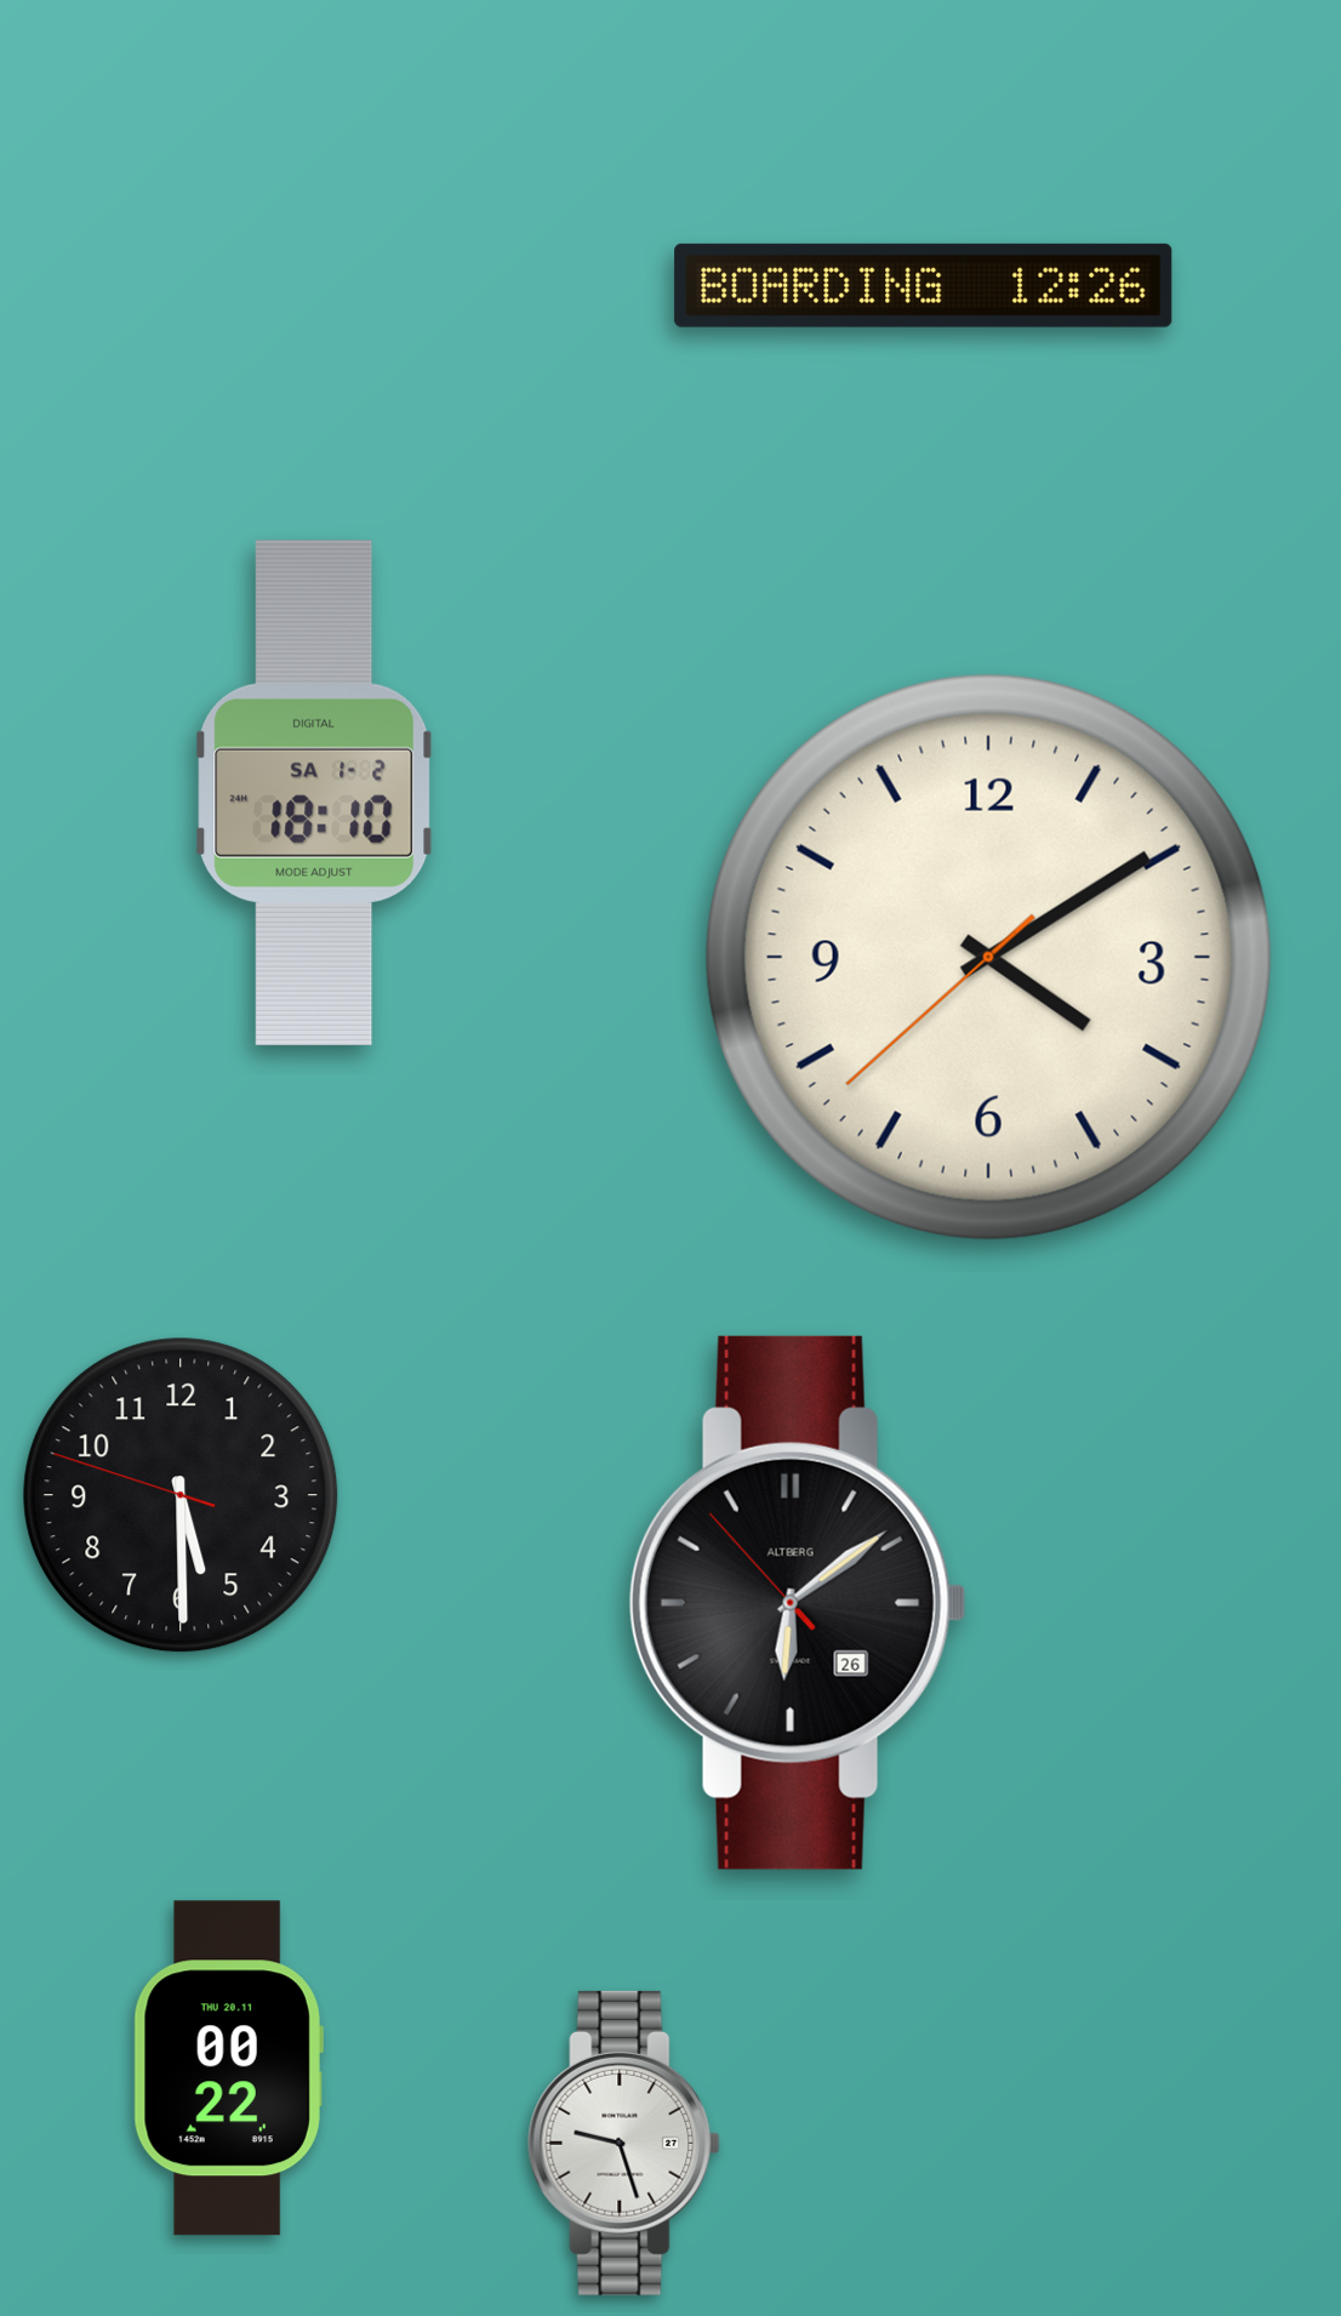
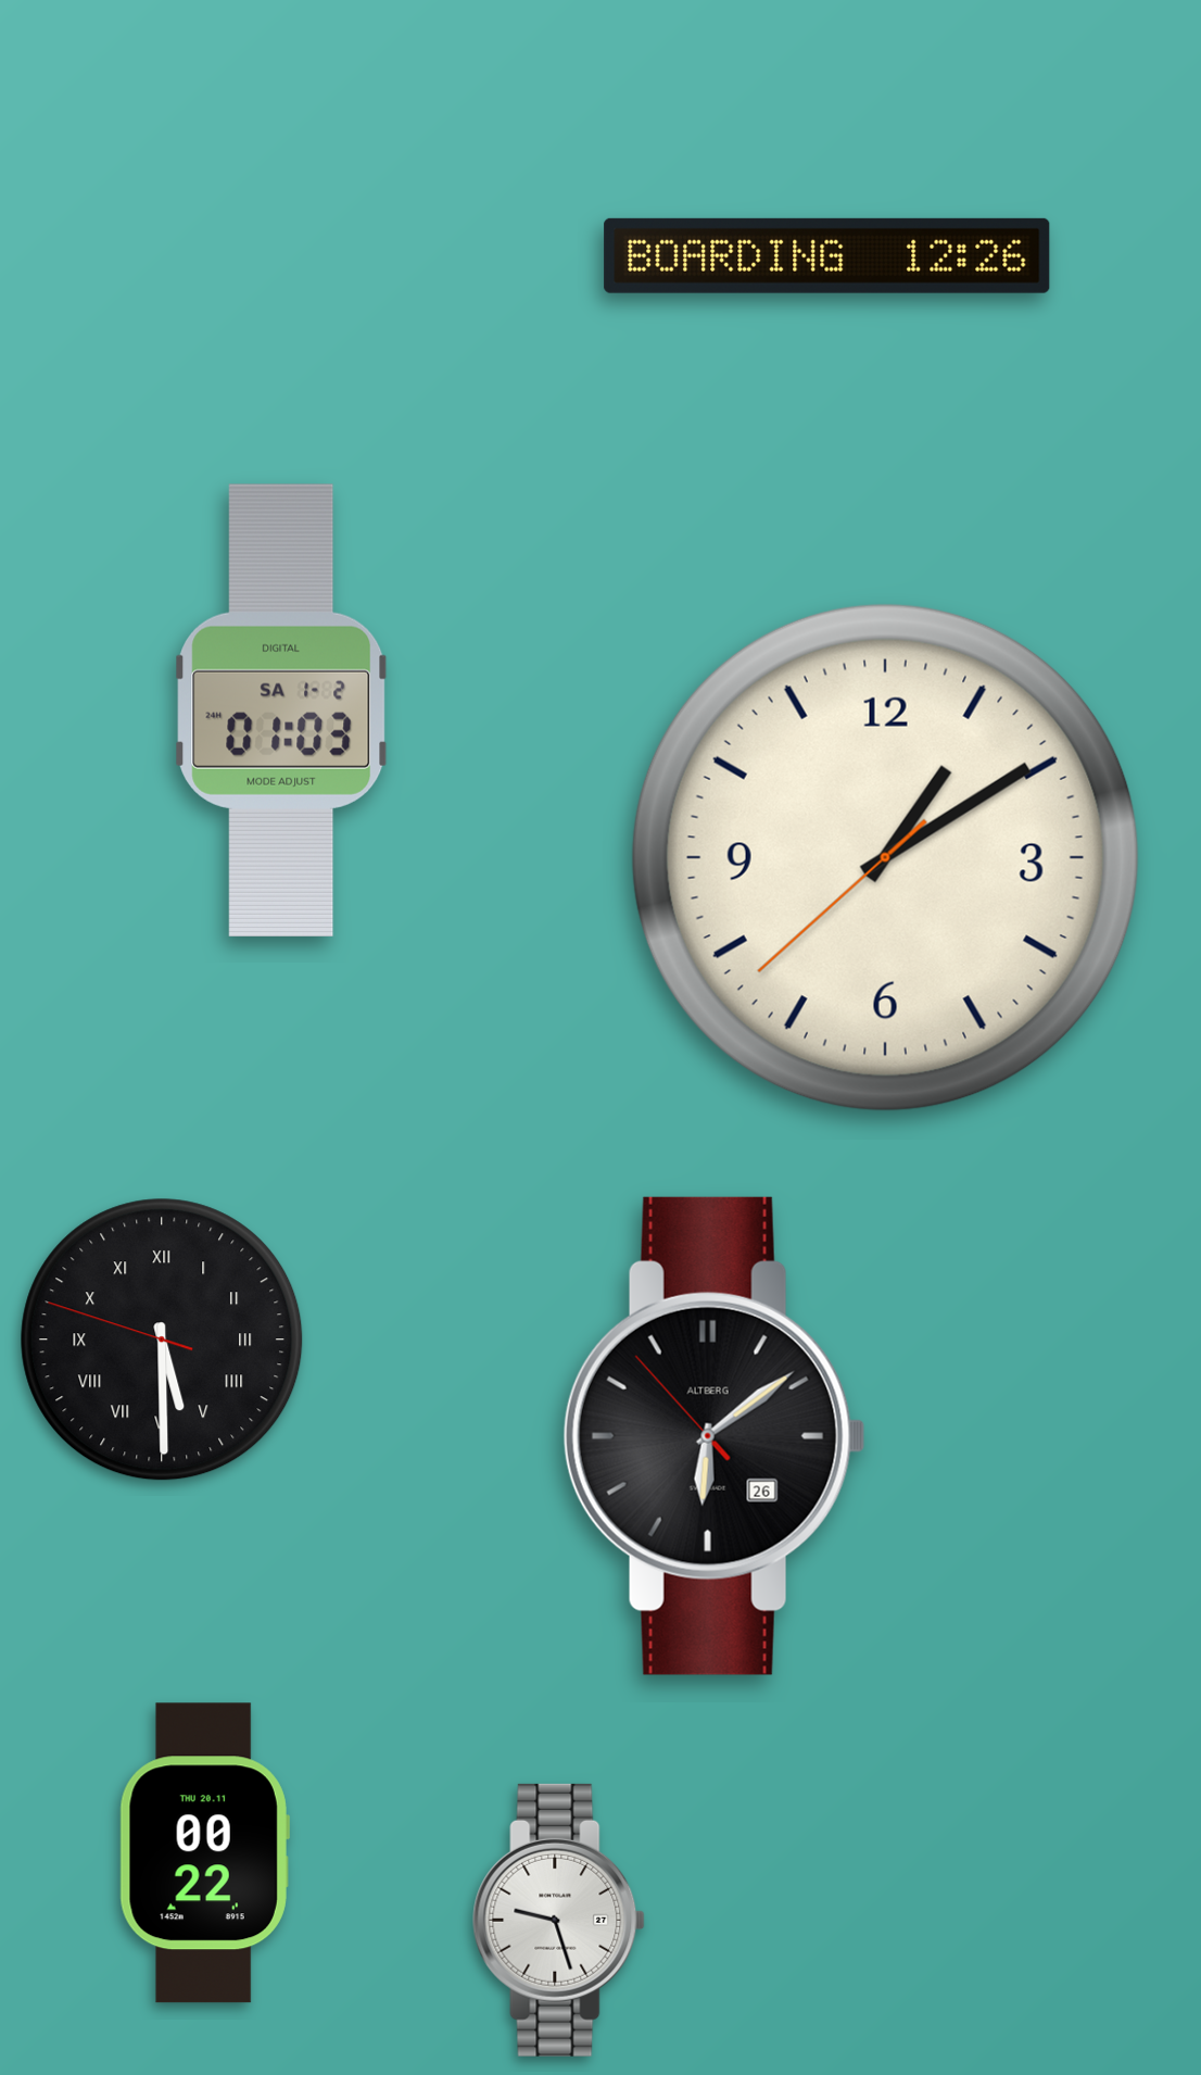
clock at (314, 793): 18:10 -> 01:03
clock at (988, 957): 4:09 -> 1:09
clock at (181, 1495) numerals: Arabic -> Roman
